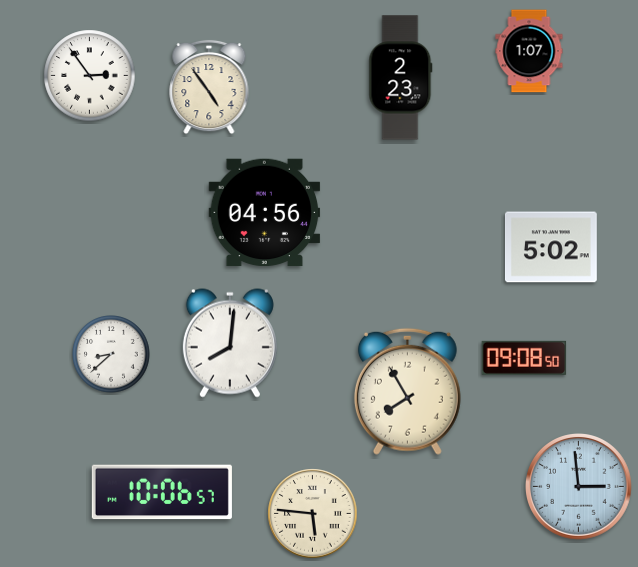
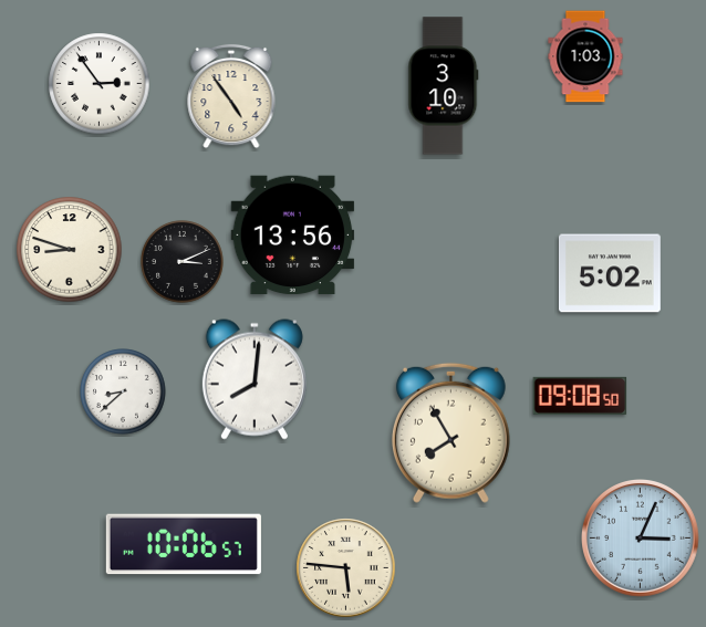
clock at (529, 51): 1:07 -> 1:03
clock at (401, 78): 2:23 -> 3:10
clock at (265, 213): 04:56 -> 13:56
clock at (70, 250): none -> 8:48
clock at (183, 262): none -> 3:11
clock at (579, 487): 2:59 -> 3:04
clock at (162, 492) position: (162, 492) -> (184, 544)
